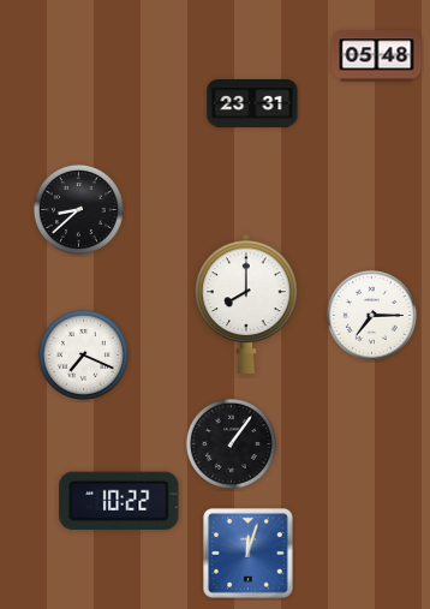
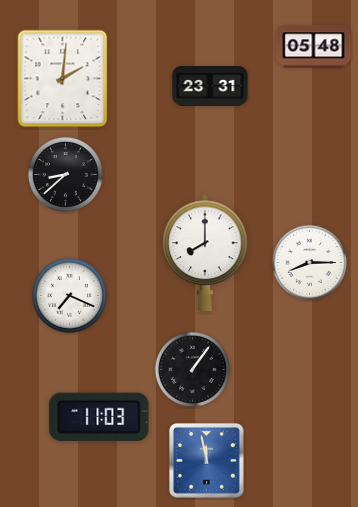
clock at (63, 79): none -> 2:01
clock at (371, 315): 7:15 -> 8:15
clock at (119, 501): 10:22 -> 11:03
clock at (249, 554): 12:03 -> 11:58
